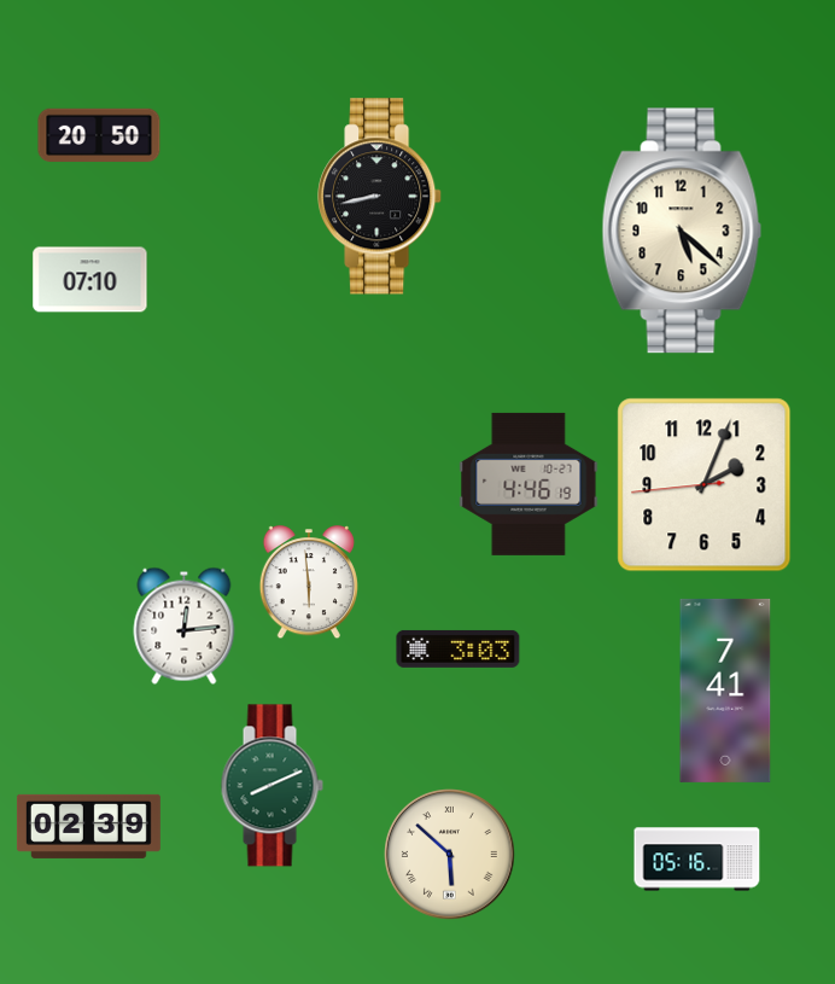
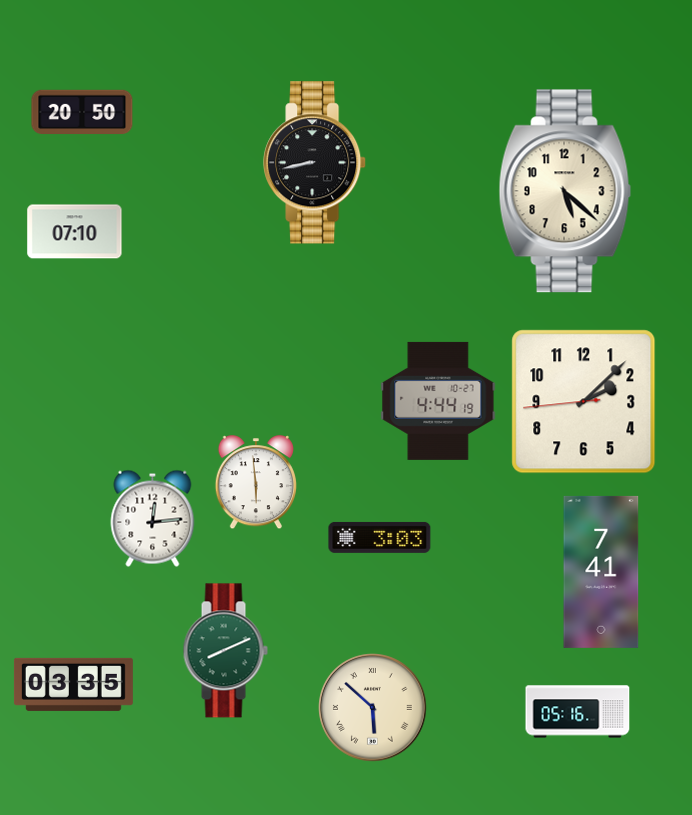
clock at (529, 484): 4:46 -> 4:44
clock at (705, 485): 2:03 -> 2:07
clock at (88, 826): 02:39 -> 03:35
